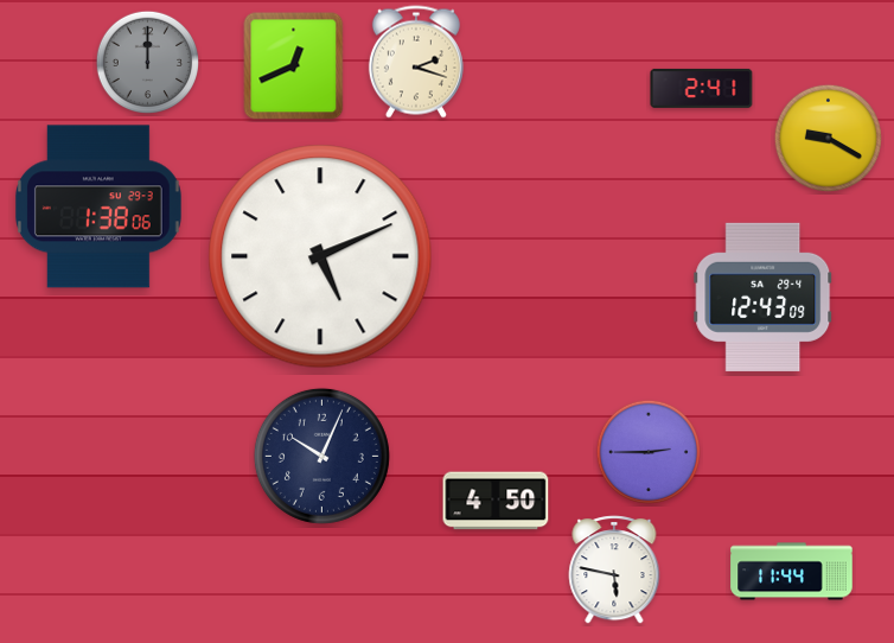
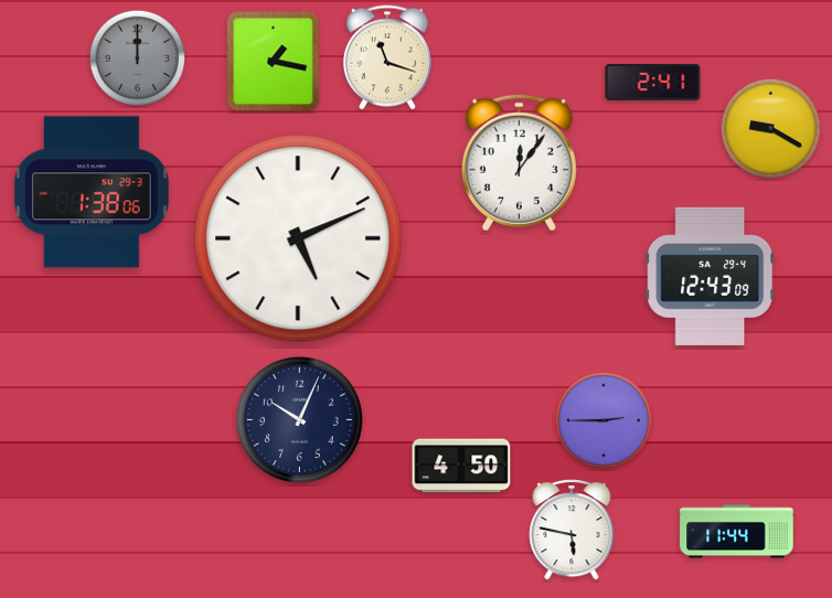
clock at (416, 62): 2:18 -> 11:18
clock at (294, 66): 12:41 -> 1:17
clock at (519, 162): none -> 12:06
clock at (321, 456) position: (321, 456) -> (299, 419)
